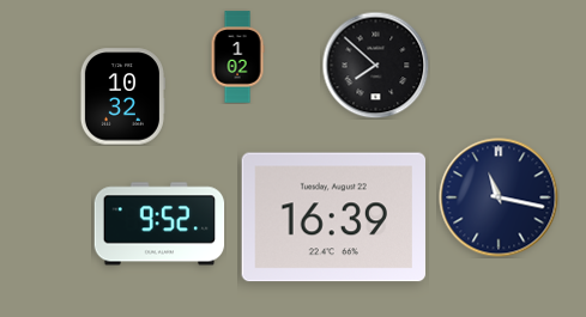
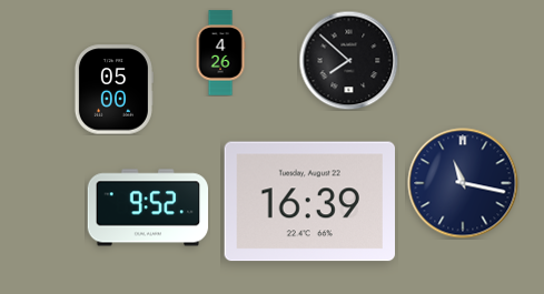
clock at (237, 57): 1:02 -> 4:26
clock at (122, 97): 10:32 -> 05:00
